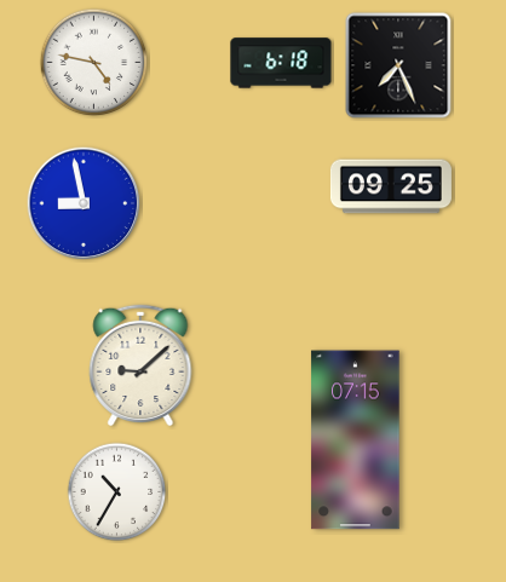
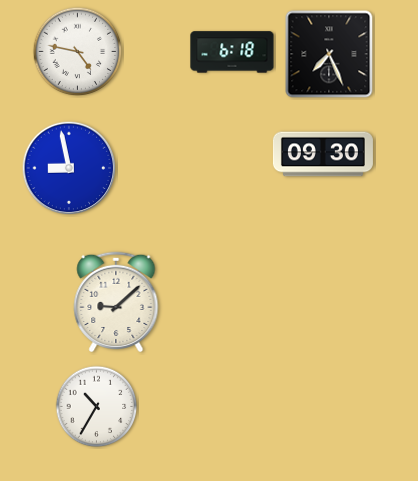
clock at (391, 186): 09:25 -> 09:30
clock at (356, 440): 07:15 -> none
